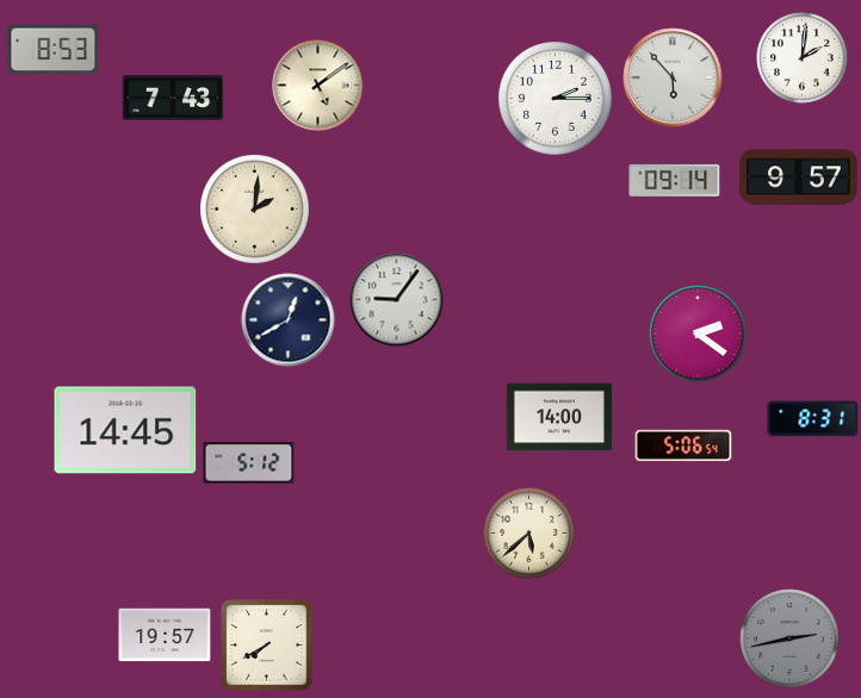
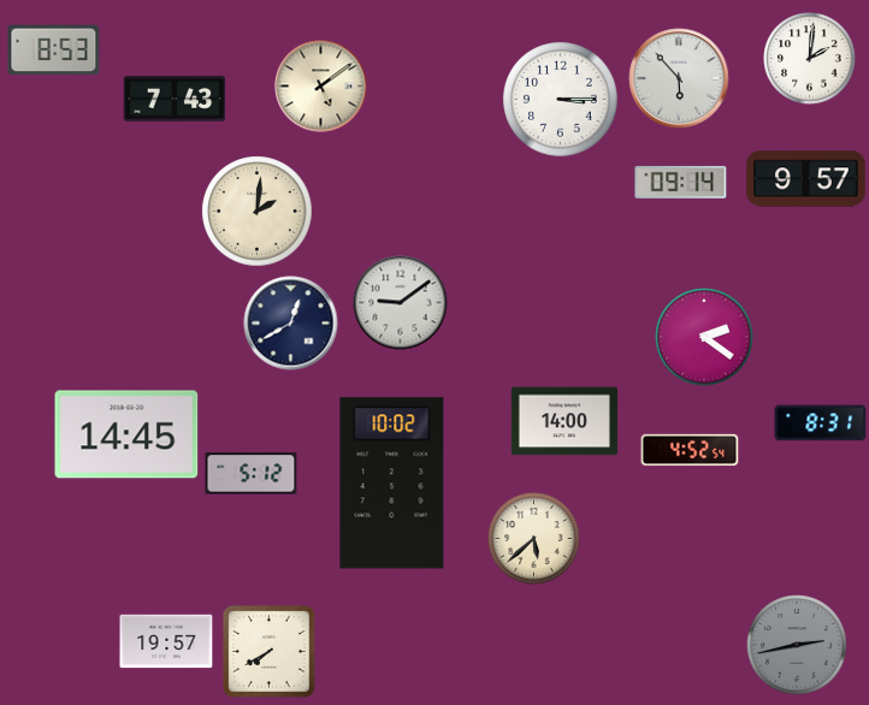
clock at (556, 99): 2:15 -> 3:15
clock at (397, 300): 9:06 -> 9:09
clock at (683, 445): 5:06 -> 4:52
clock at (249, 463) position: (249, 463) -> (252, 474)
clock at (392, 484): none -> 10:02
